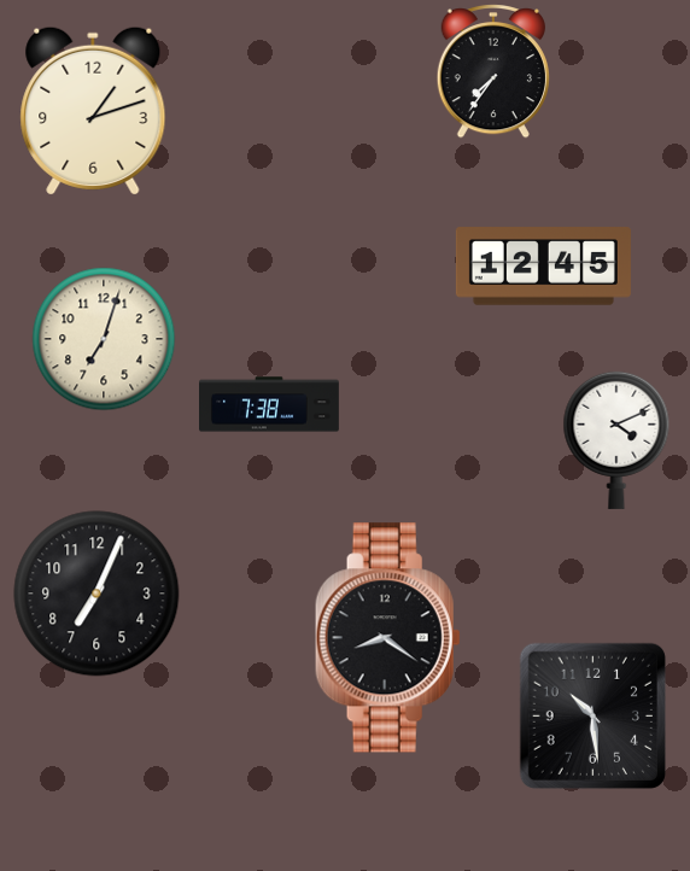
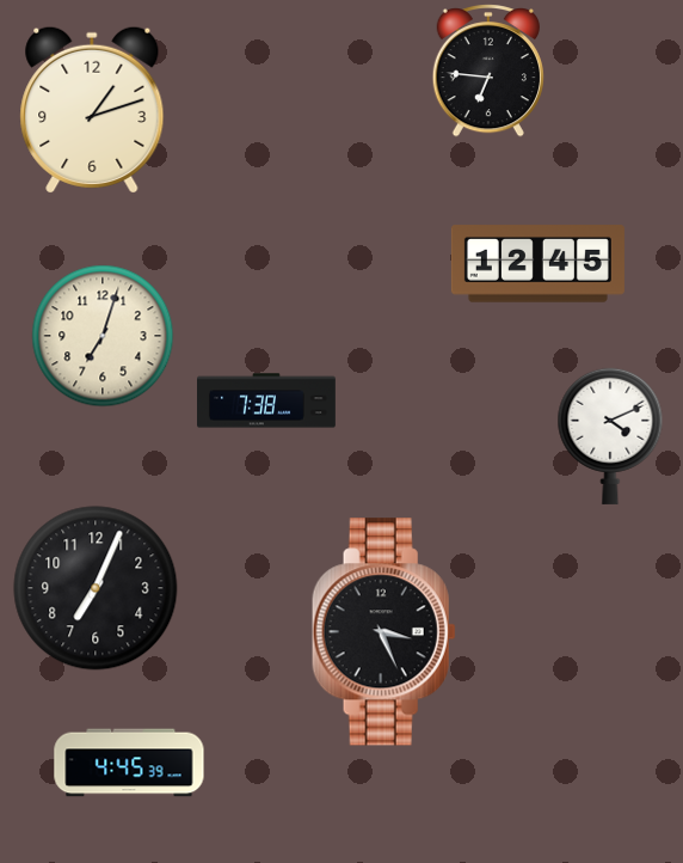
clock at (493, 72): 7:36 -> 6:46
clock at (387, 638): 8:21 -> 3:26
clock at (592, 715): 10:29 -> none
clock at (129, 763): none -> 4:45
